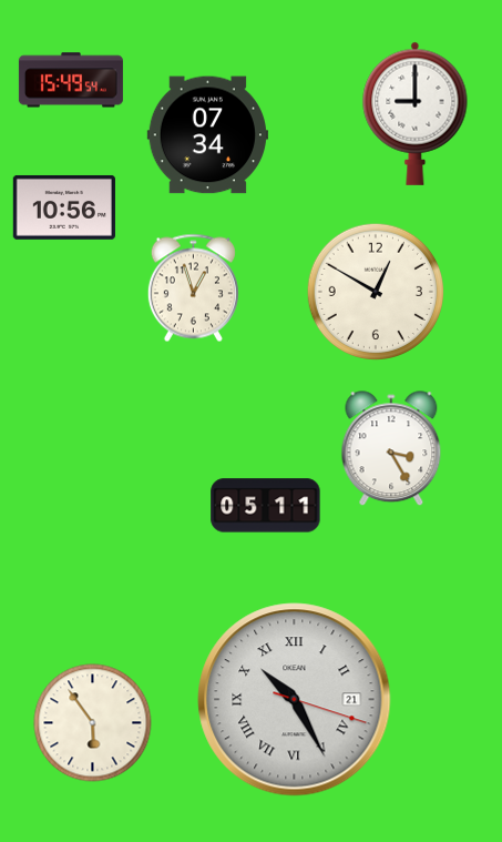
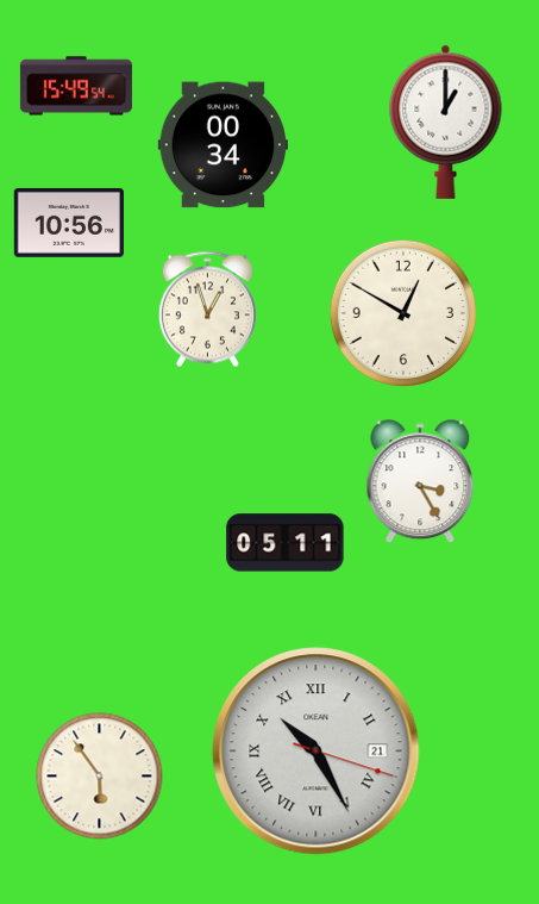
clock at (416, 113): 9:00 -> 1:00
clock at (207, 135): 07:34 -> 00:34
